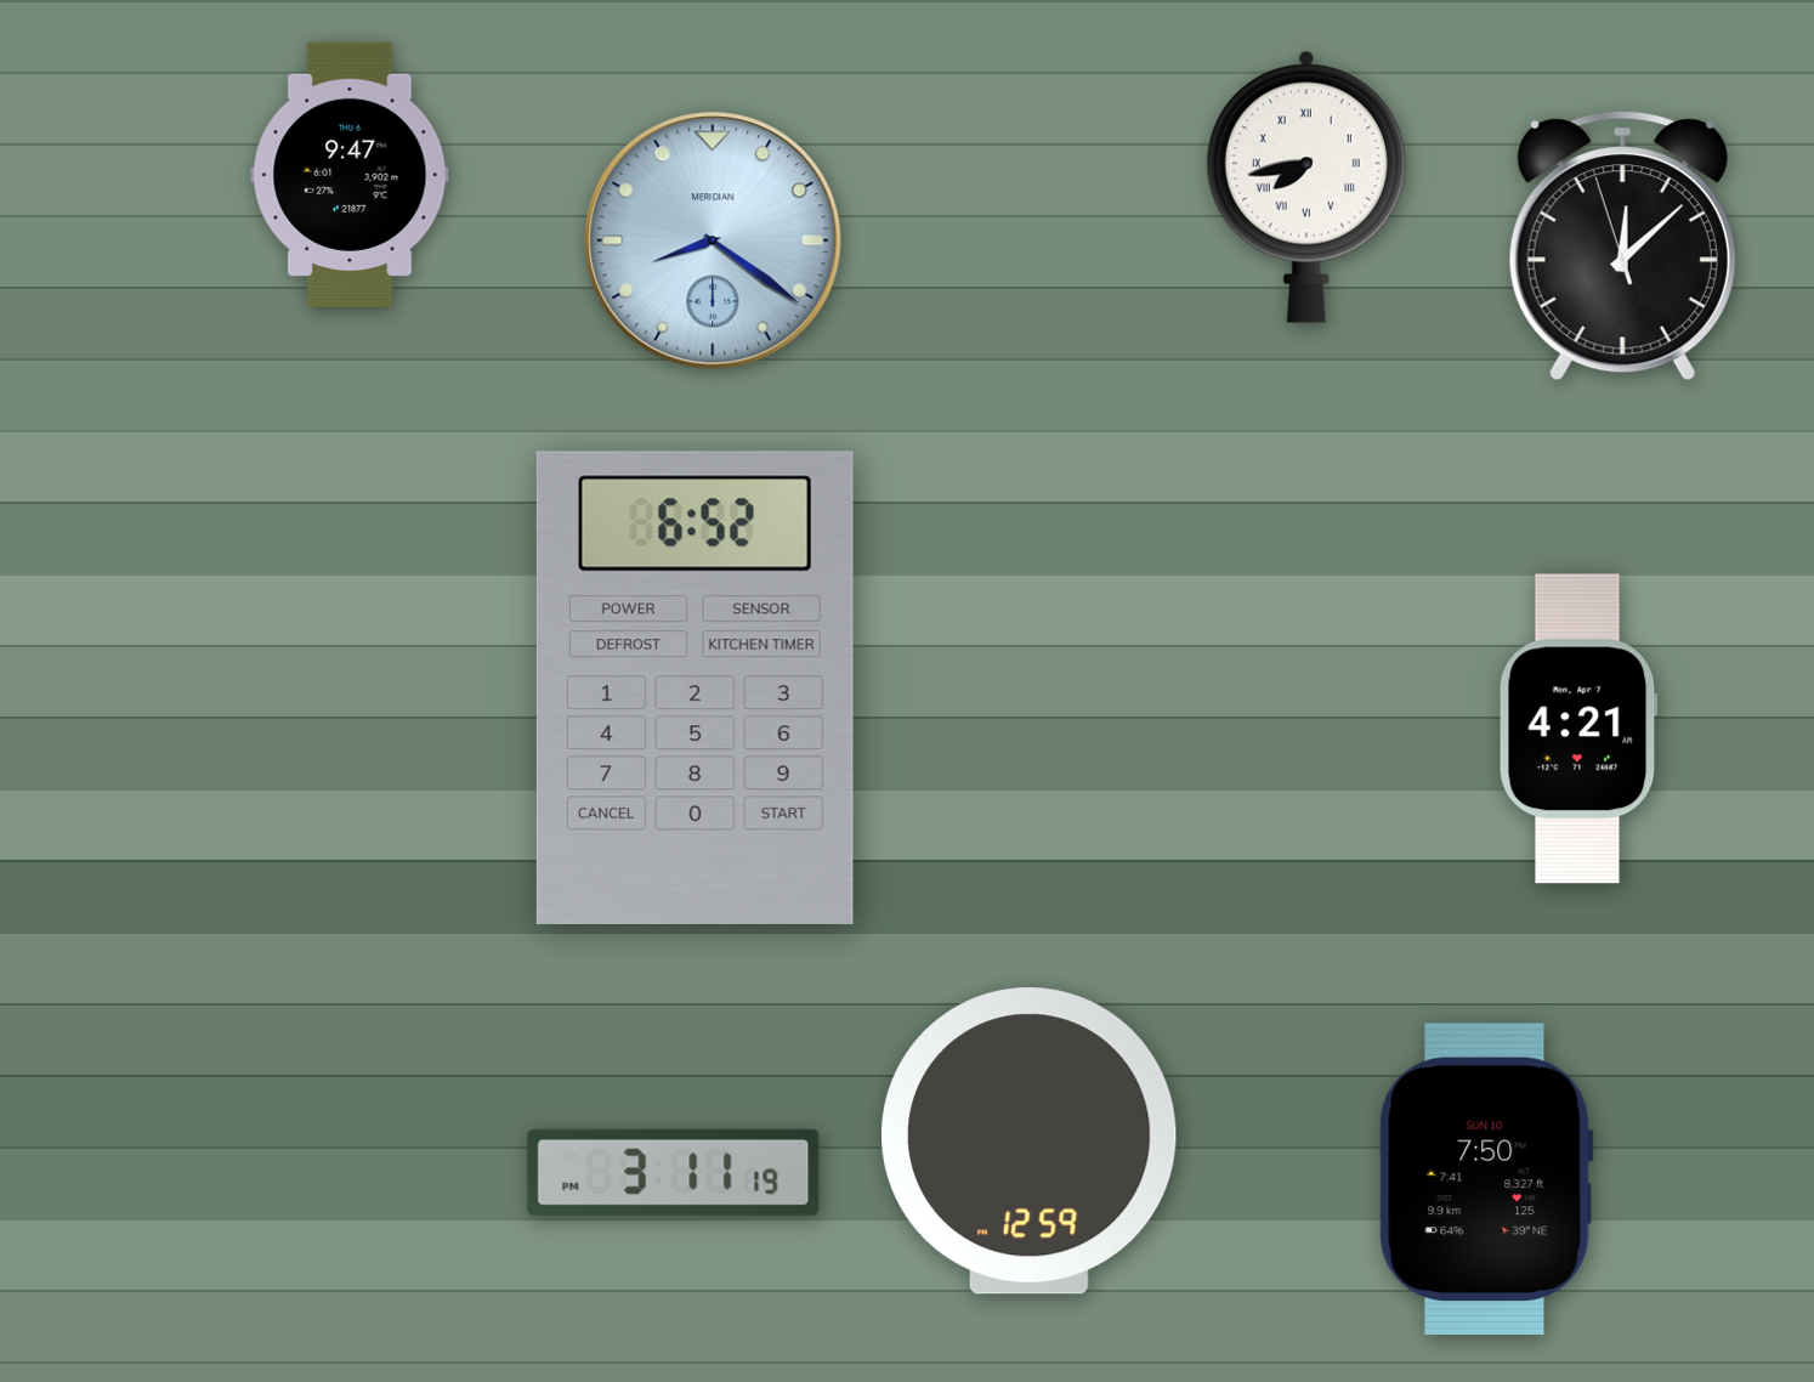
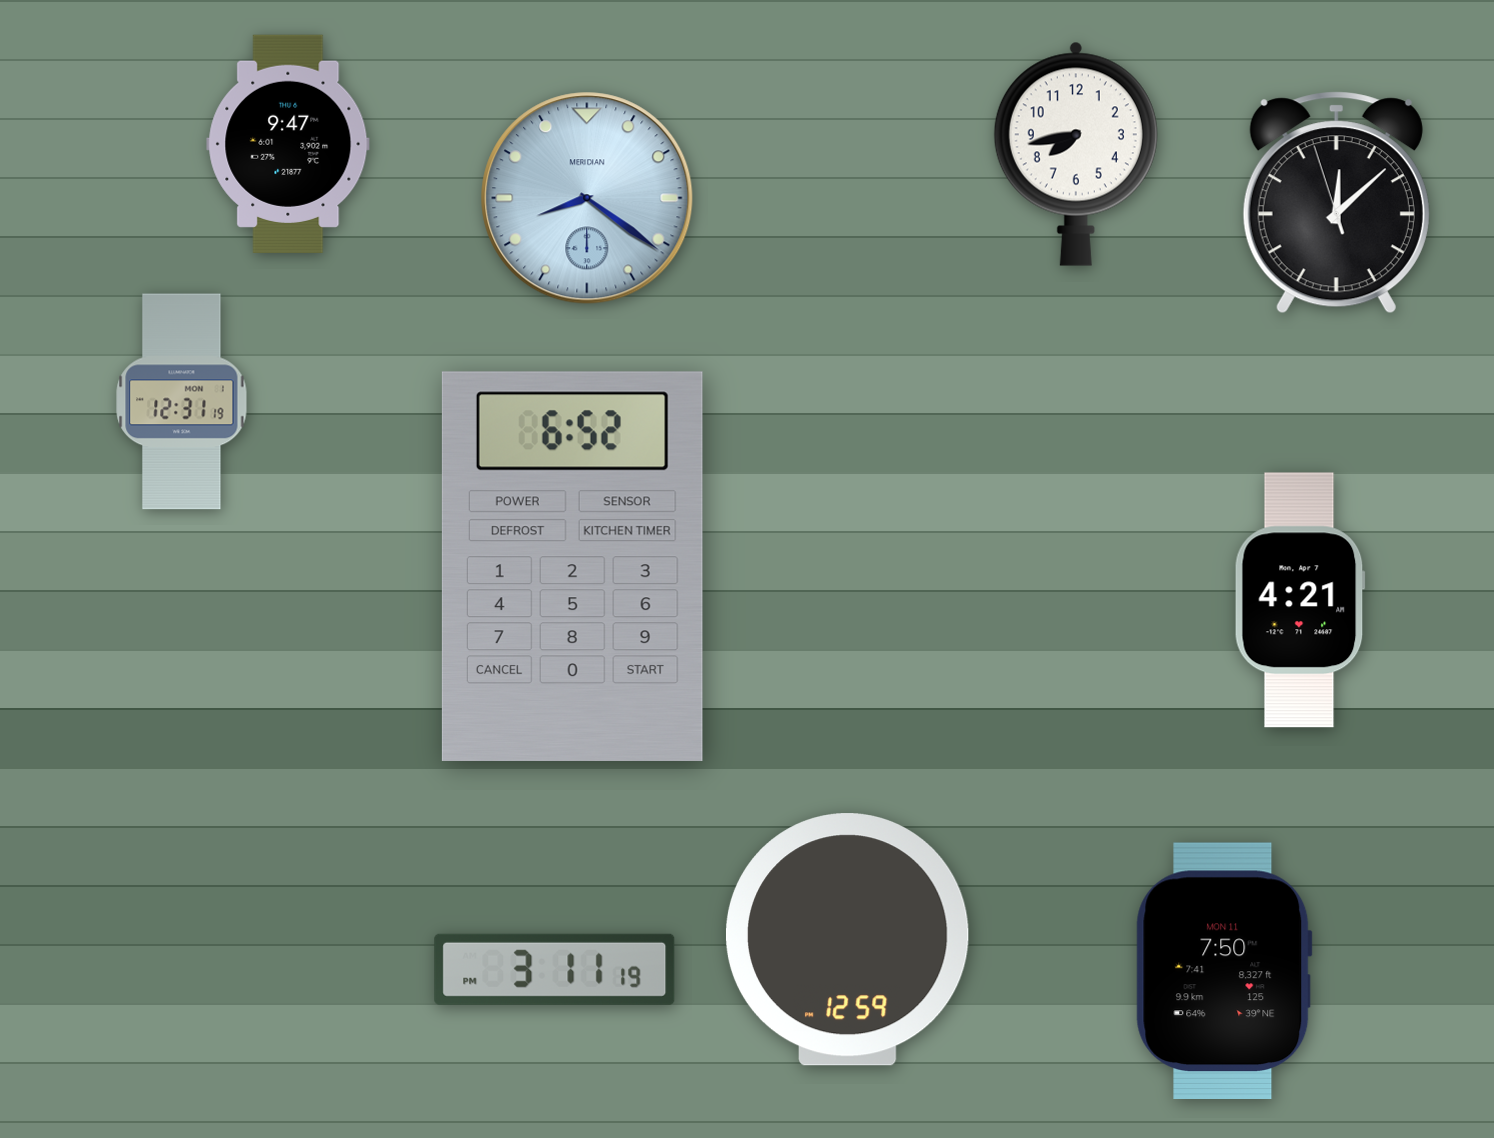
clock at (1306, 187) numerals: Roman -> Arabic
clock at (182, 402): none -> 12:31
clock at (674, 1172) position: (674, 1172) -> (555, 969)
clock at (1486, 1178) date: SUN 10 -> MON 11
